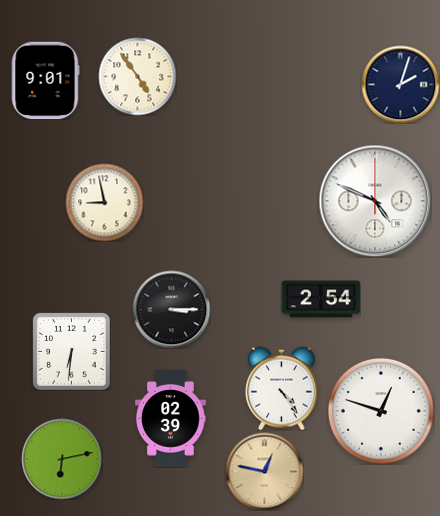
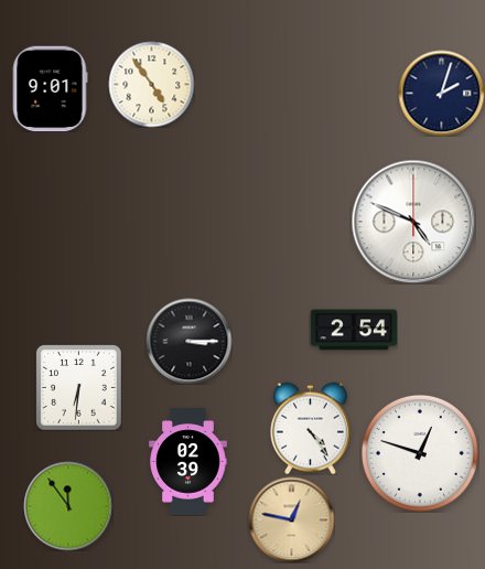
clock at (104, 202): 8:58 -> none
clock at (62, 459): 6:13 -> 11:54
